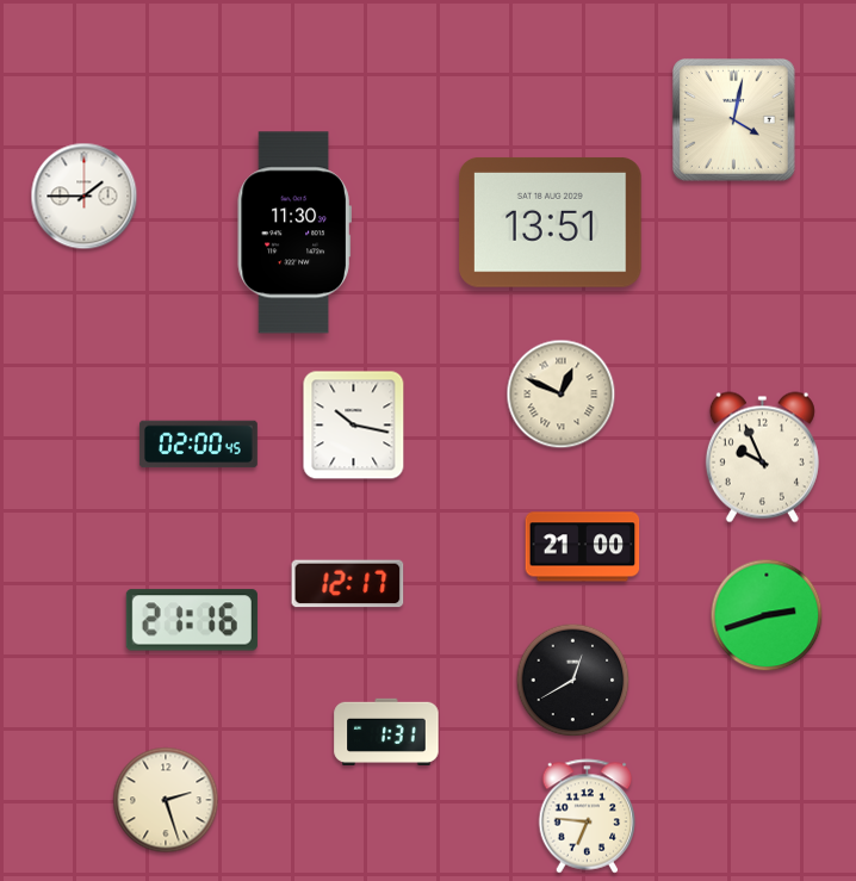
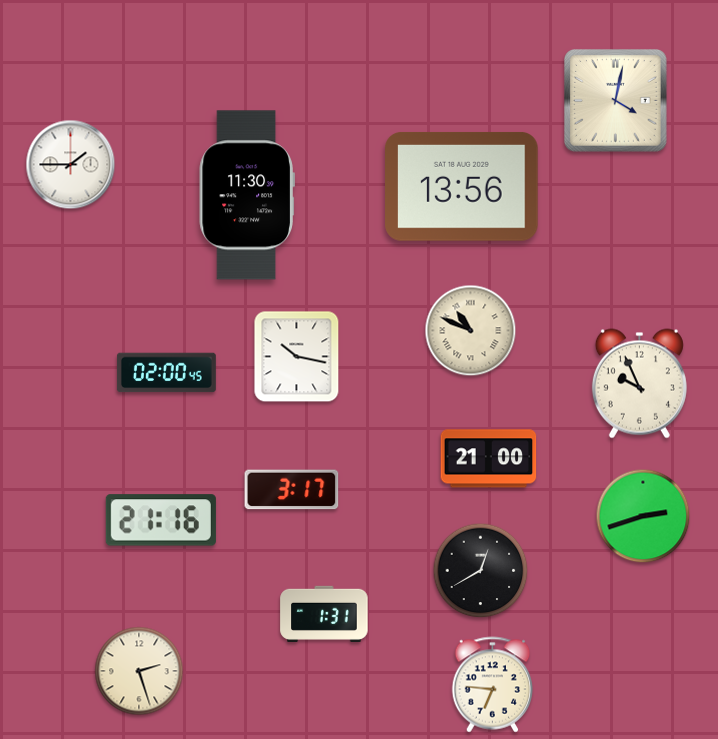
clock at (551, 222): 13:51 -> 13:56
clock at (562, 395): 12:49 -> 10:49
clock at (348, 584): 12:17 -> 3:17
